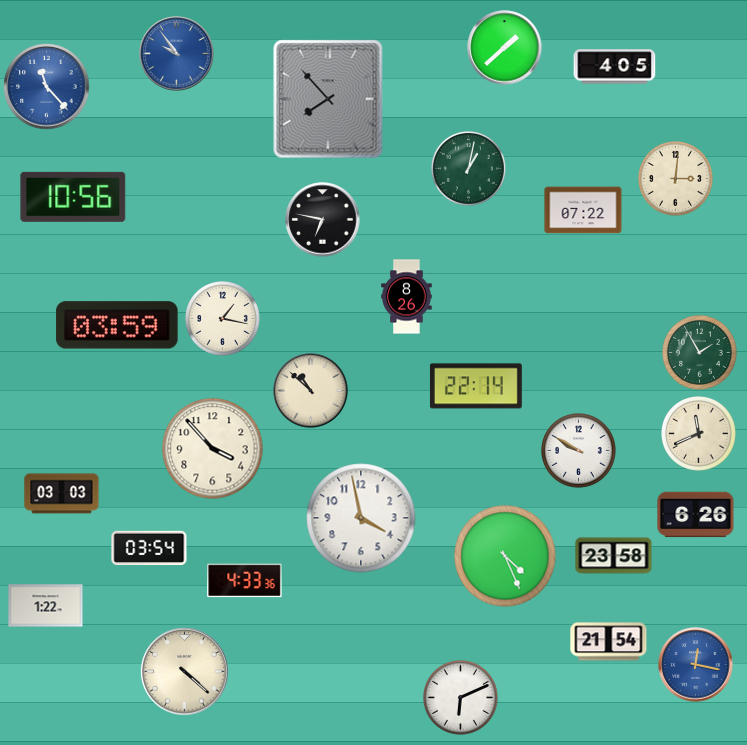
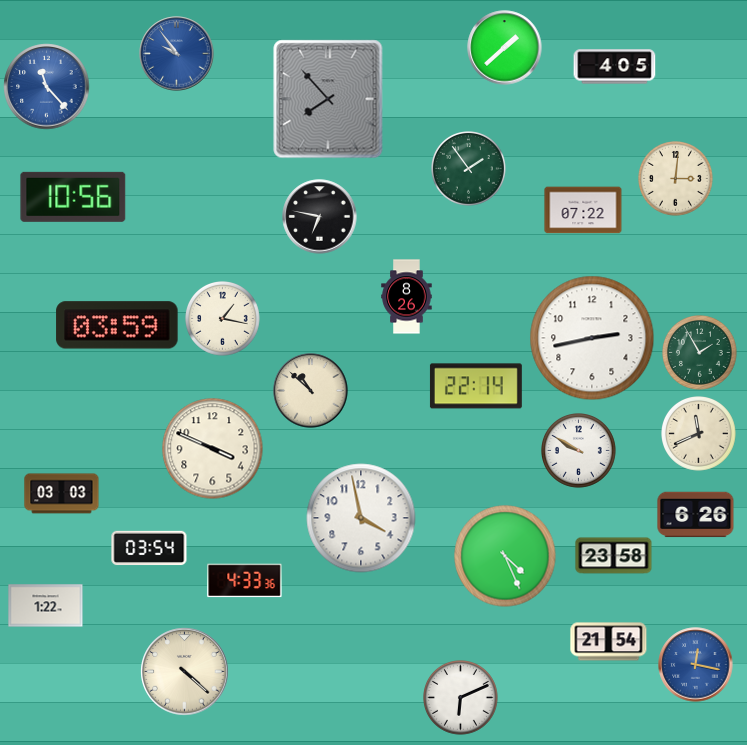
clock at (469, 169): 1:02 -> 1:54
clock at (323, 220) position: (323, 220) -> (320, 217)
clock at (592, 338): none -> 2:43
clock at (213, 449): 3:53 -> 3:49
